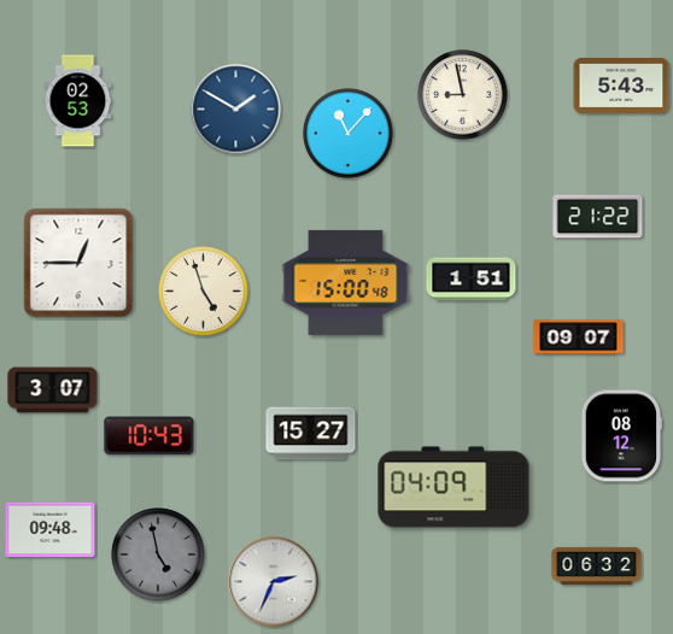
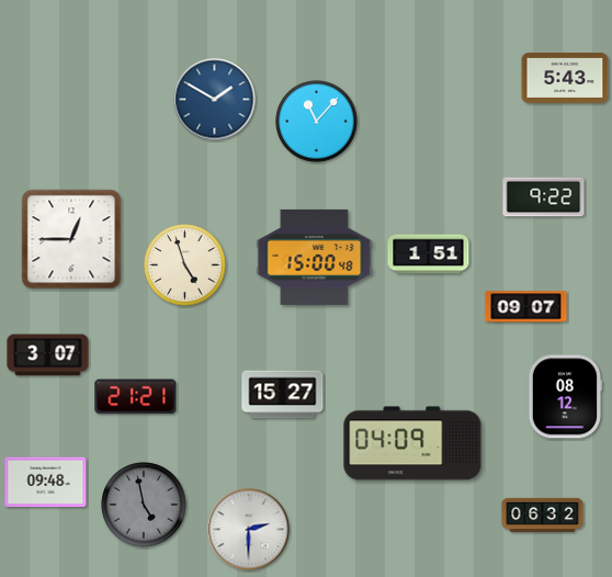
clock at (463, 95): 8:58 -> none
clock at (78, 101): 02:53 -> none
clock at (598, 217): 21:22 -> 9:22
clock at (150, 436): 10:43 -> 21:21
clock at (274, 582): 2:34 -> 2:30
